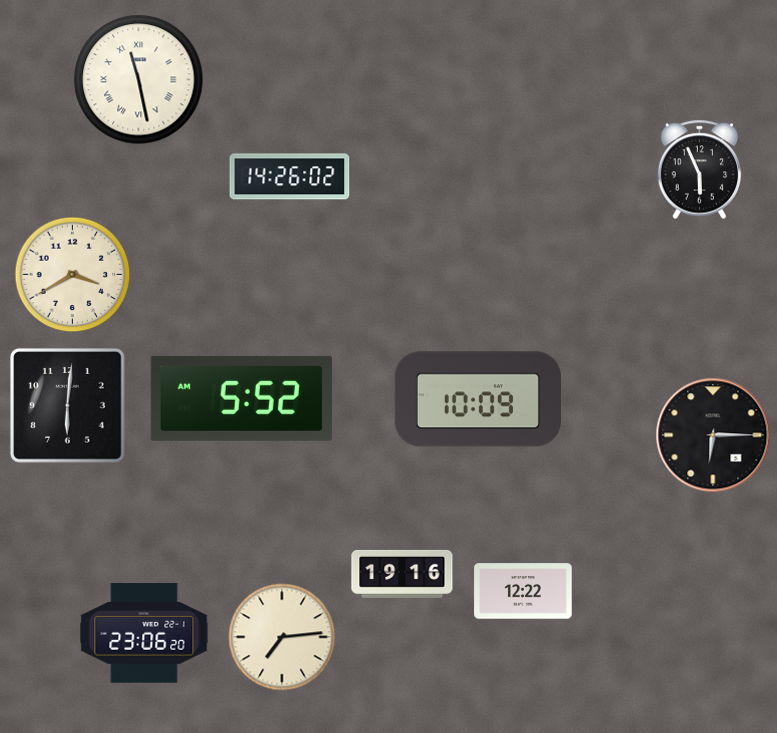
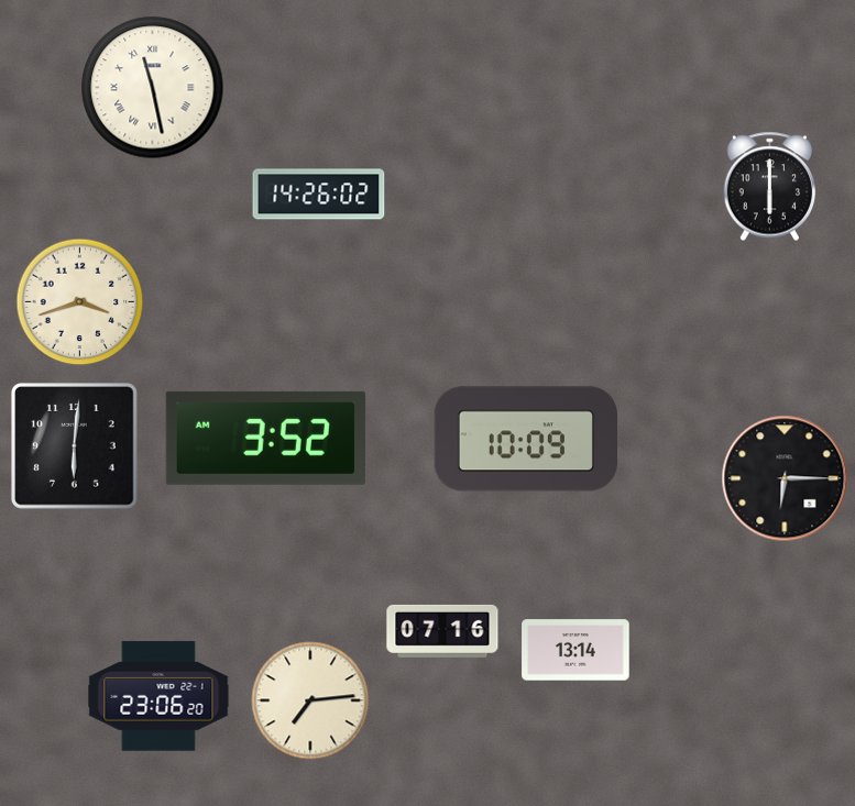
clock at (700, 170): 5:56 -> 6:00
clock at (73, 275): 3:40 -> 3:42
clock at (241, 398): 5:52 -> 3:52
clock at (402, 574): 19:16 -> 07:16
clock at (523, 591): 12:22 -> 13:14
